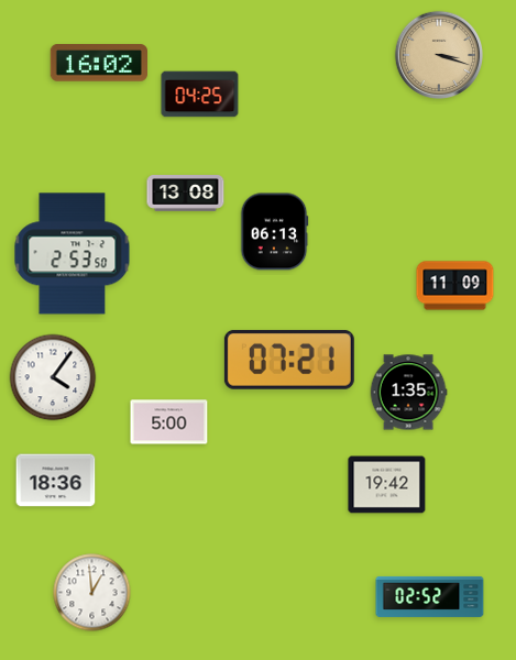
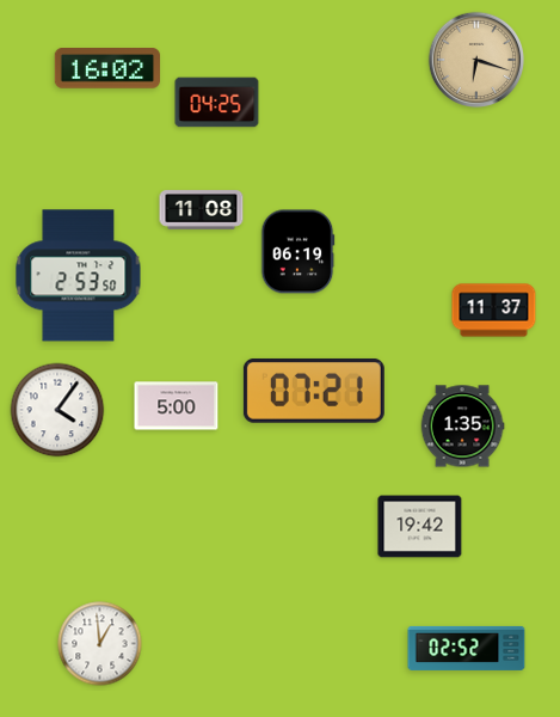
clock at (439, 55): 3:18 -> 6:18
clock at (186, 194): 13:08 -> 11:08
clock at (274, 232): 06:13 -> 06:19
clock at (455, 286): 11:09 -> 11:37
clock at (408, 393) position: (408, 393) -> (462, 427)
clock at (169, 422) position: (169, 422) -> (177, 406)
clock at (56, 481): 18:36 -> none
